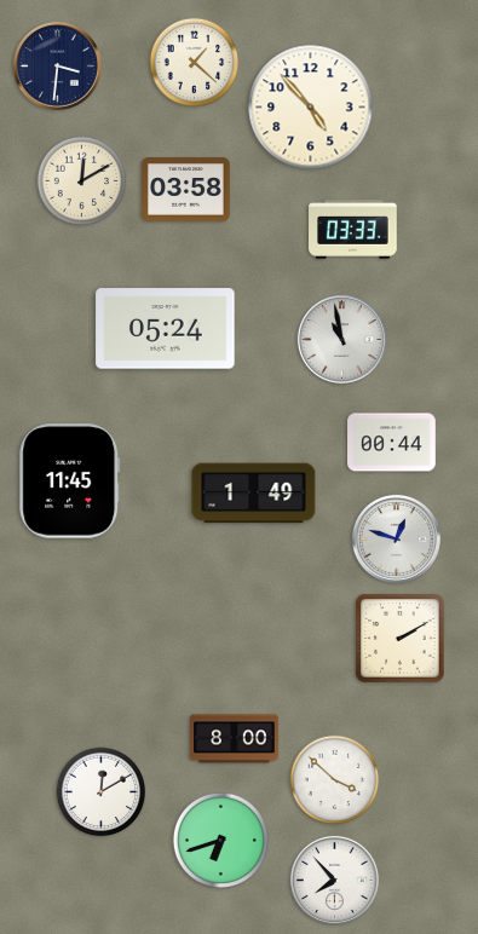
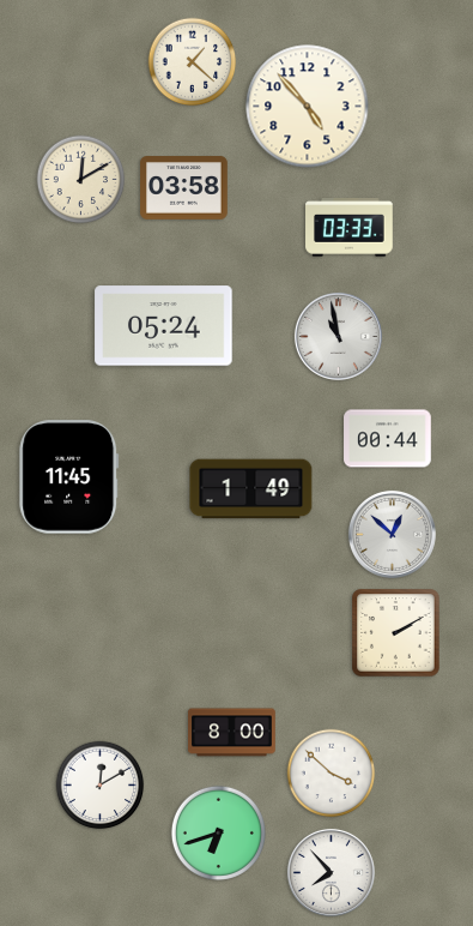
clock at (57, 65): 3:31 -> none
clock at (396, 538): 12:48 -> 12:52
